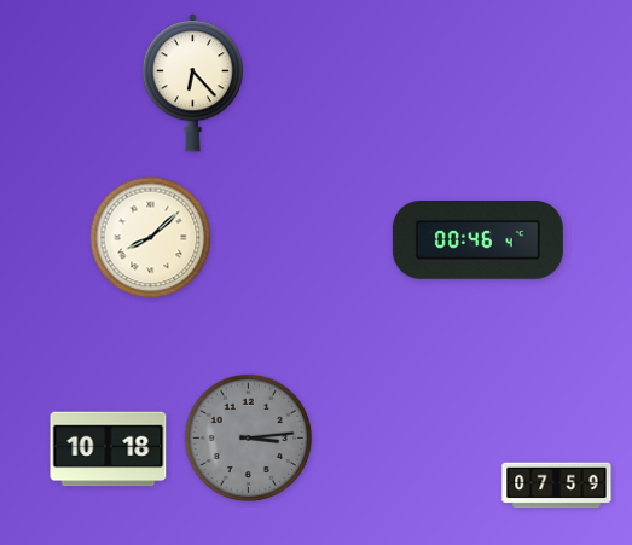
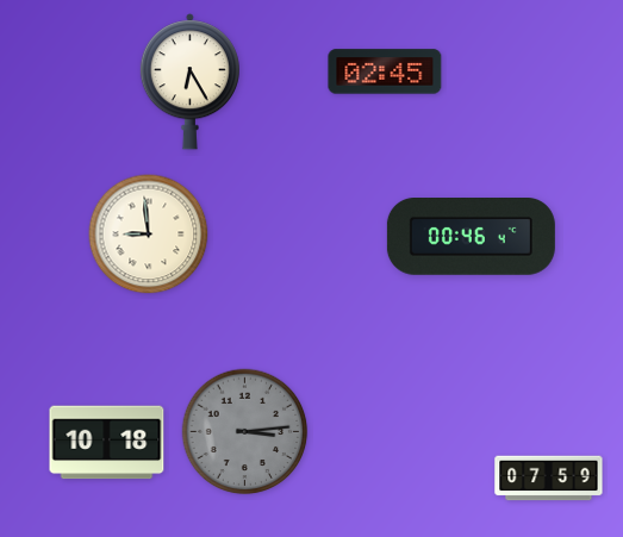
clock at (385, 71): none -> 02:45
clock at (192, 83): 6:23 -> 6:25
clock at (151, 238): 8:08 -> 8:59
